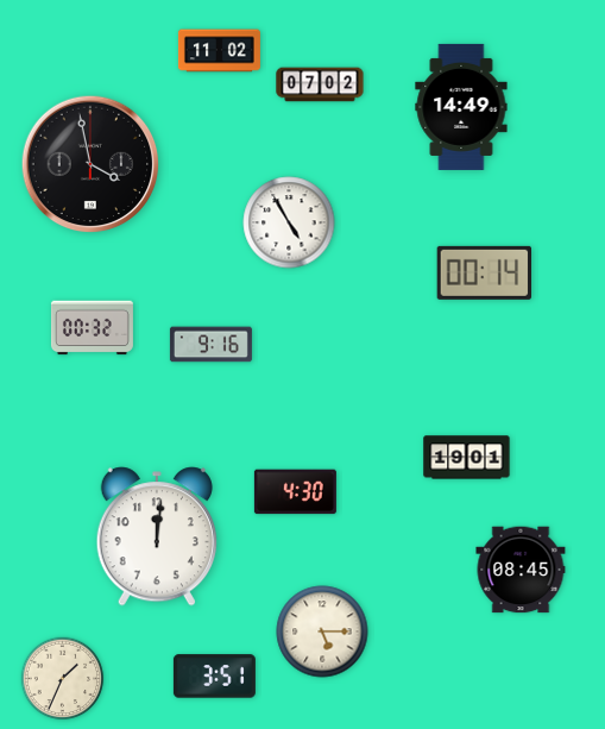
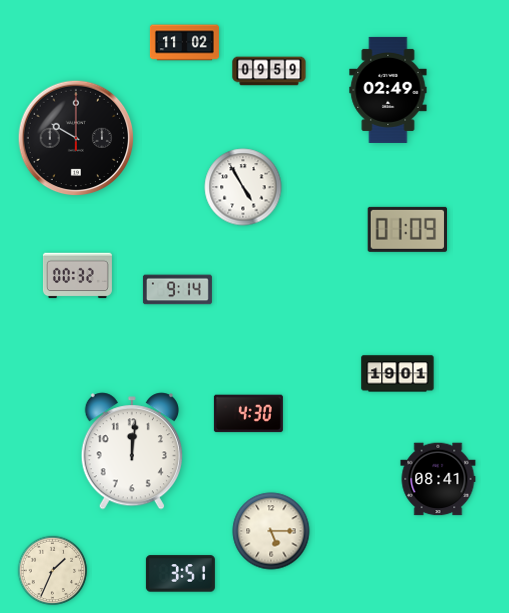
clock at (320, 84): 07:02 -> 09:59
clock at (461, 107): 14:49 -> 02:49
clock at (90, 164): 3:58 -> 10:00
clock at (484, 272): 00:14 -> 01:09
clock at (210, 345): 9:16 -> 9:14
clock at (467, 458) position: (467, 458) -> (398, 374)
clock at (521, 570): 08:45 -> 08:41
clock at (214, 677) position: (214, 677) -> (180, 574)
